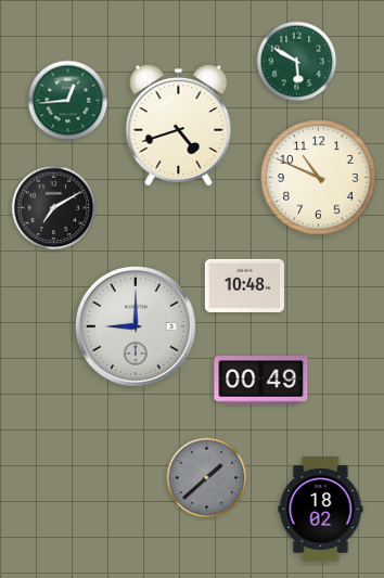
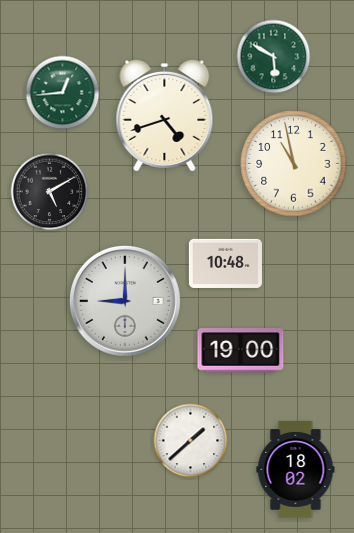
clock at (319, 178): 10:49 -> 10:58
clock at (54, 208): 7:10 -> 5:10
clock at (261, 381): 00:49 -> 19:00
clock at (207, 478) dial: grey -> white
